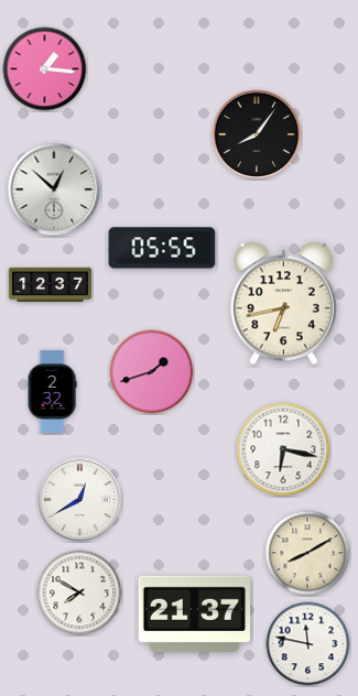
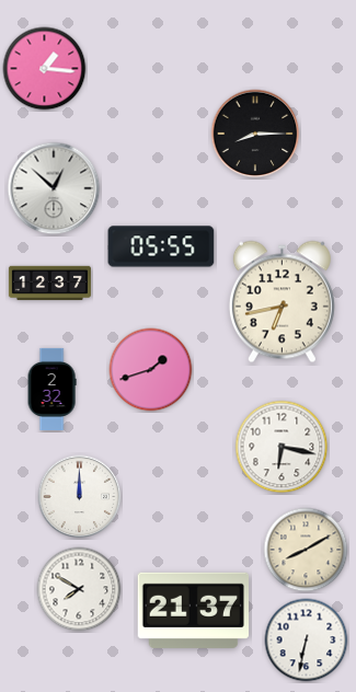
clock at (257, 134): 8:06 -> 8:15
clock at (80, 500): 12:40 -> 12:00
clock at (308, 644): 11:47 -> 6:32
